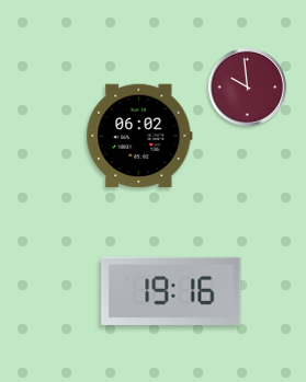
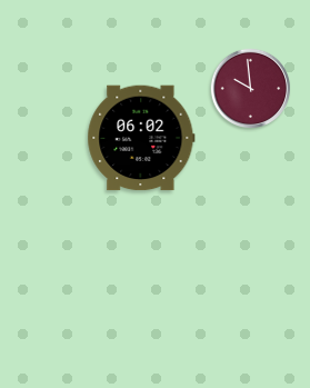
clock at (171, 291): 19:16 -> none
